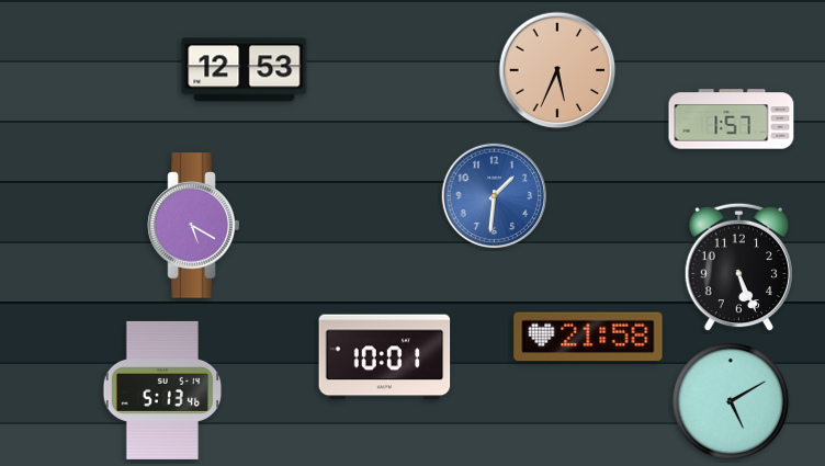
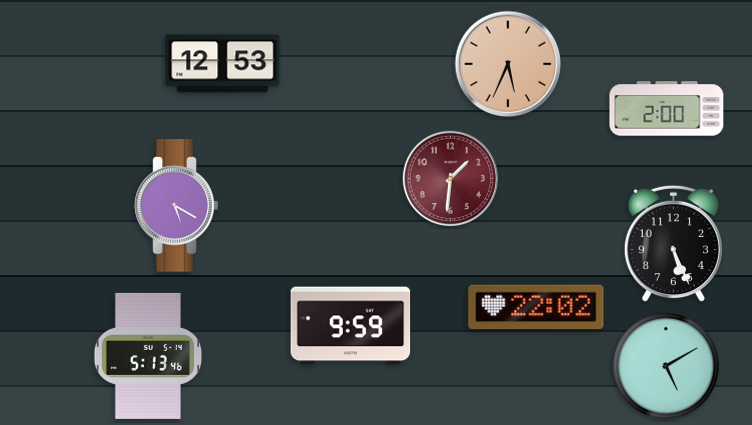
clock at (732, 120): 1:57 -> 2:00
clock at (495, 196) dial: blue -> burgundy
clock at (588, 337): 21:58 -> 22:02
clock at (385, 357): 10:01 -> 9:59
